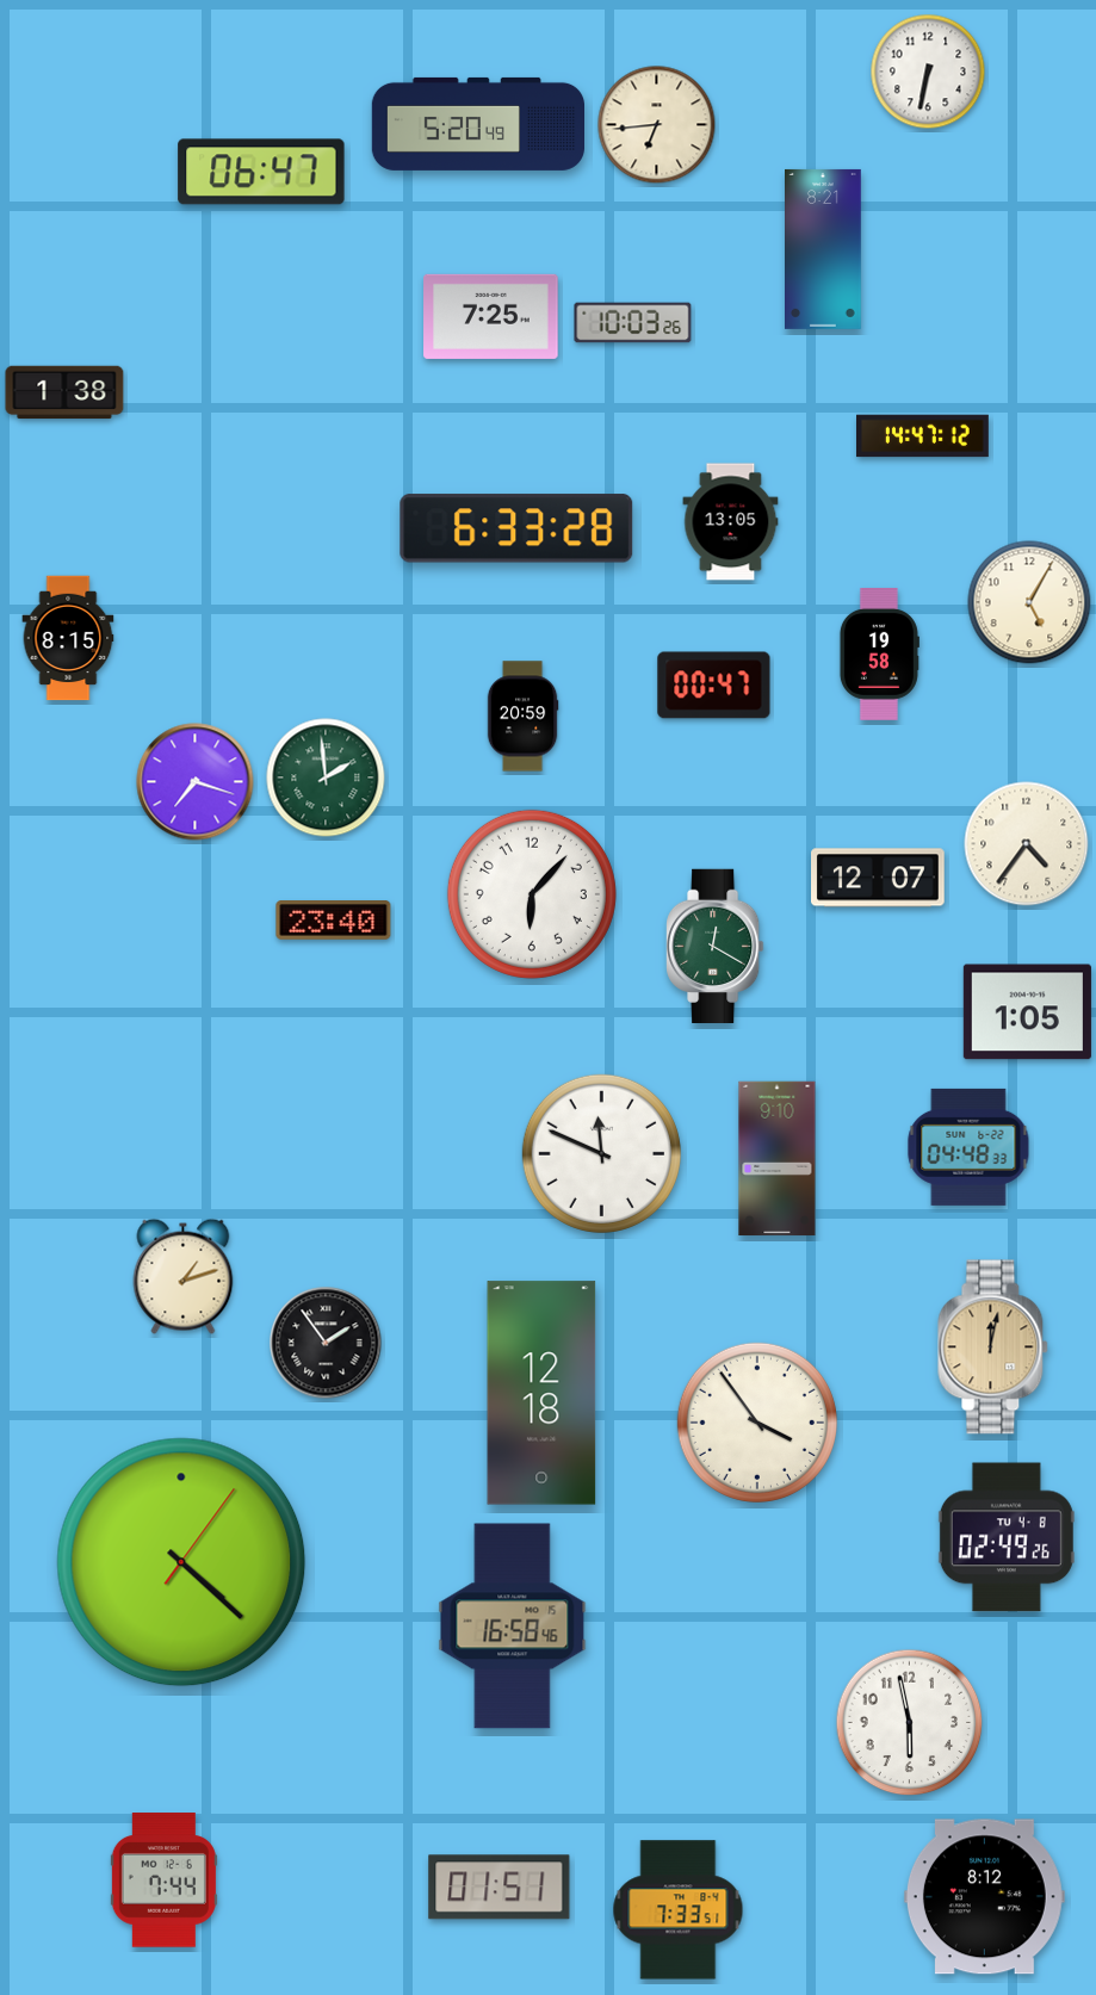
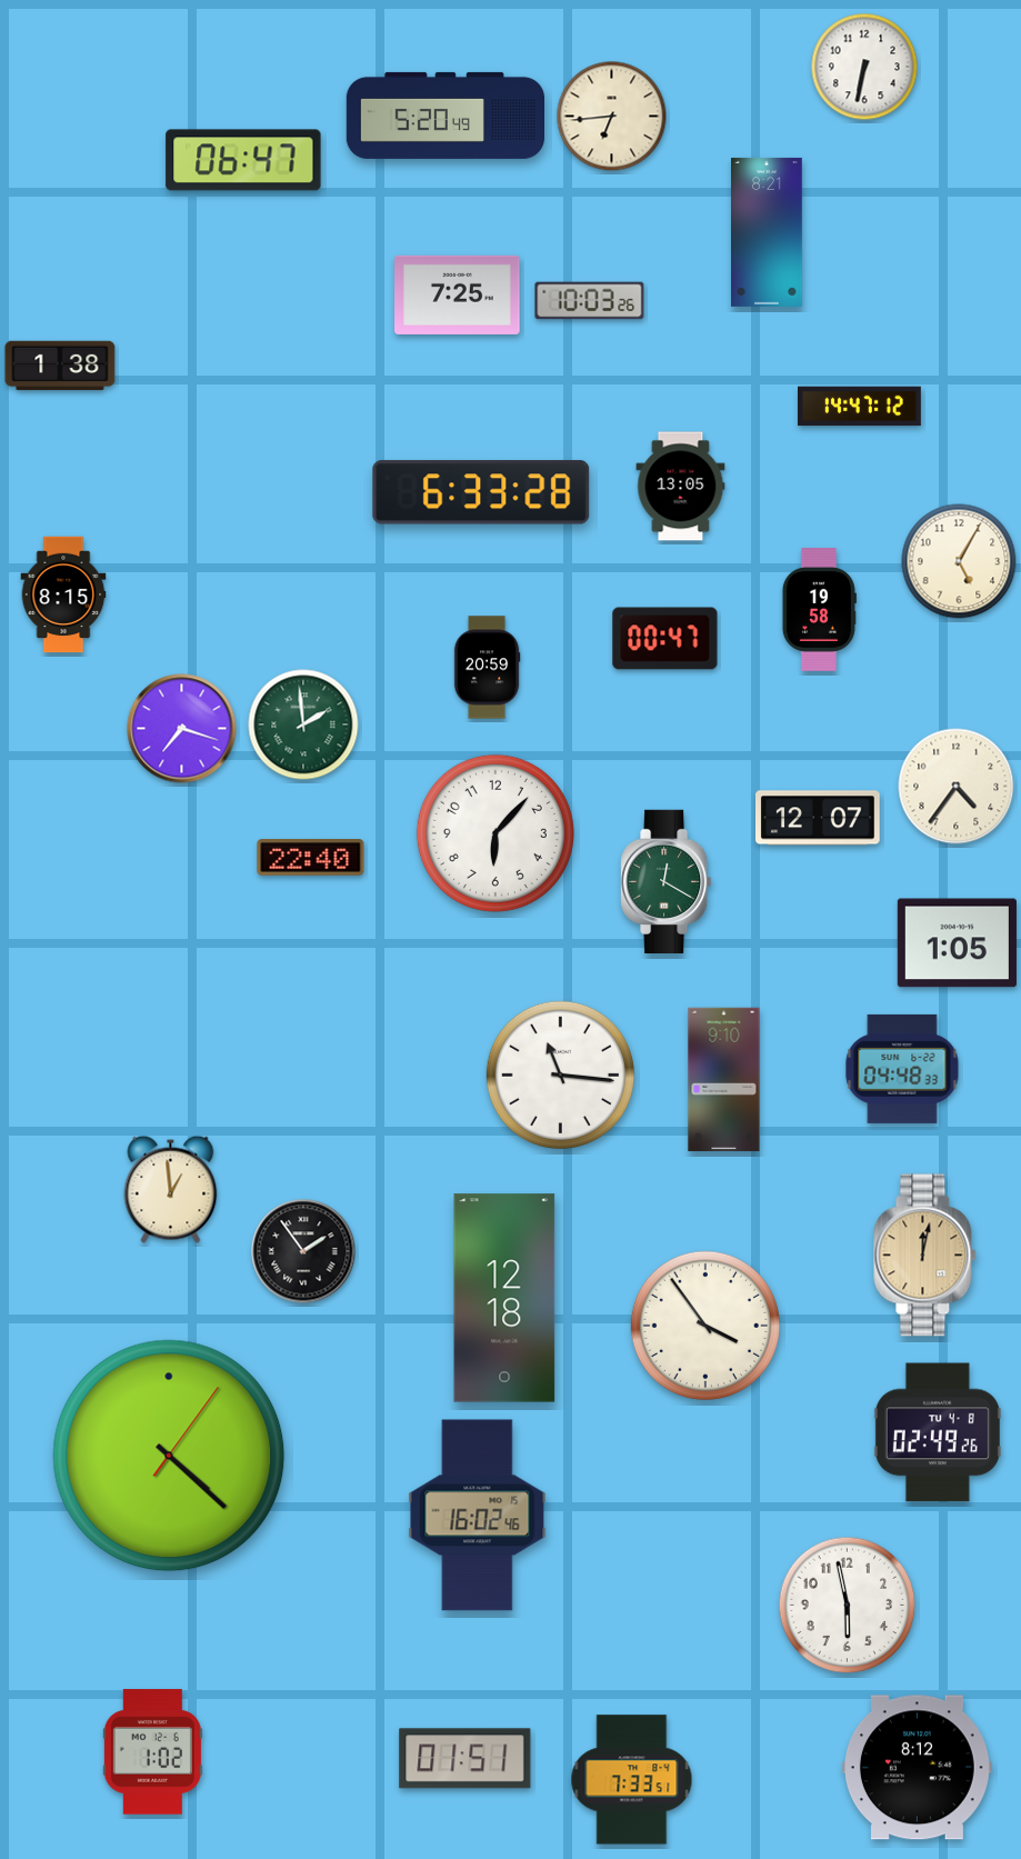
clock at (334, 921): 23:40 -> 22:40
clock at (601, 1153): 11:49 -> 11:16
clock at (184, 1276): 1:12 -> 12:59
clock at (513, 1627): 16:58 -> 16:02
clock at (163, 1881): 7:44 -> 1:02
